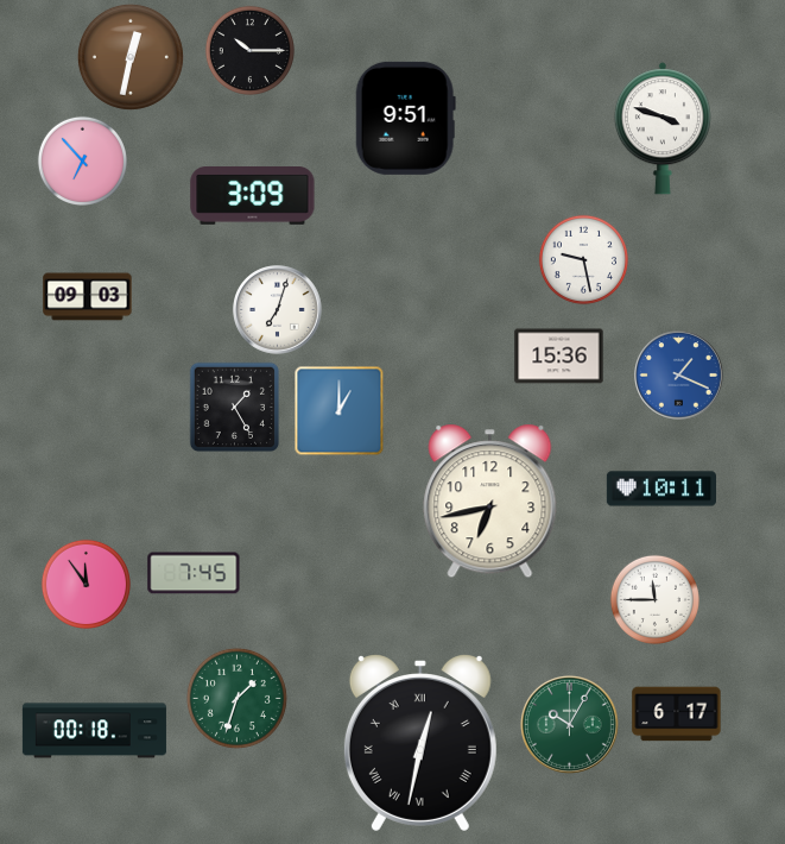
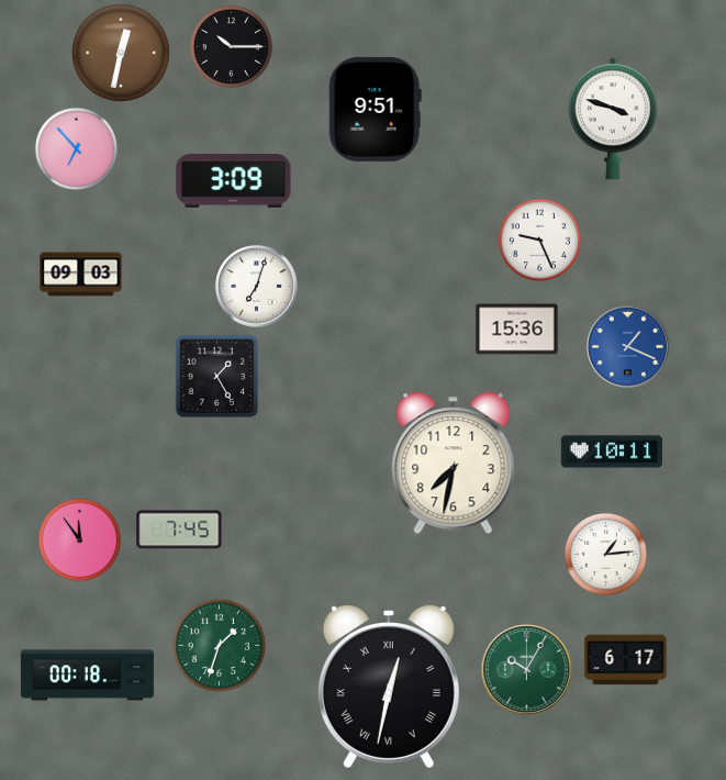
clock at (583, 259): 9:28 -> 9:26
clock at (340, 411): 1:00 -> none
clock at (490, 502): 6:43 -> 7:32
clock at (654, 599): 11:45 -> 1:14
